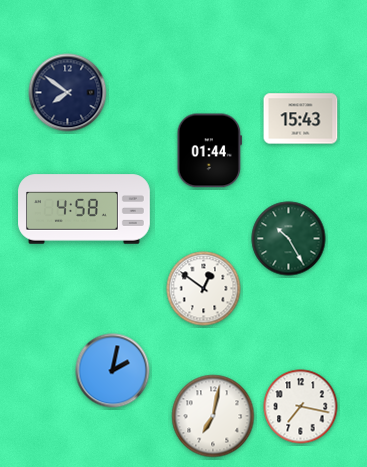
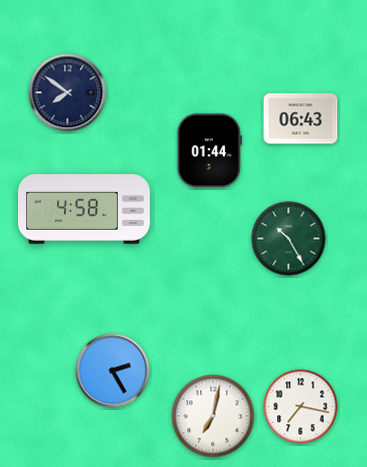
clock at (301, 119): 15:43 -> 06:43
clock at (204, 289): 12:51 -> none
clock at (113, 371): 2:02 -> 2:25
